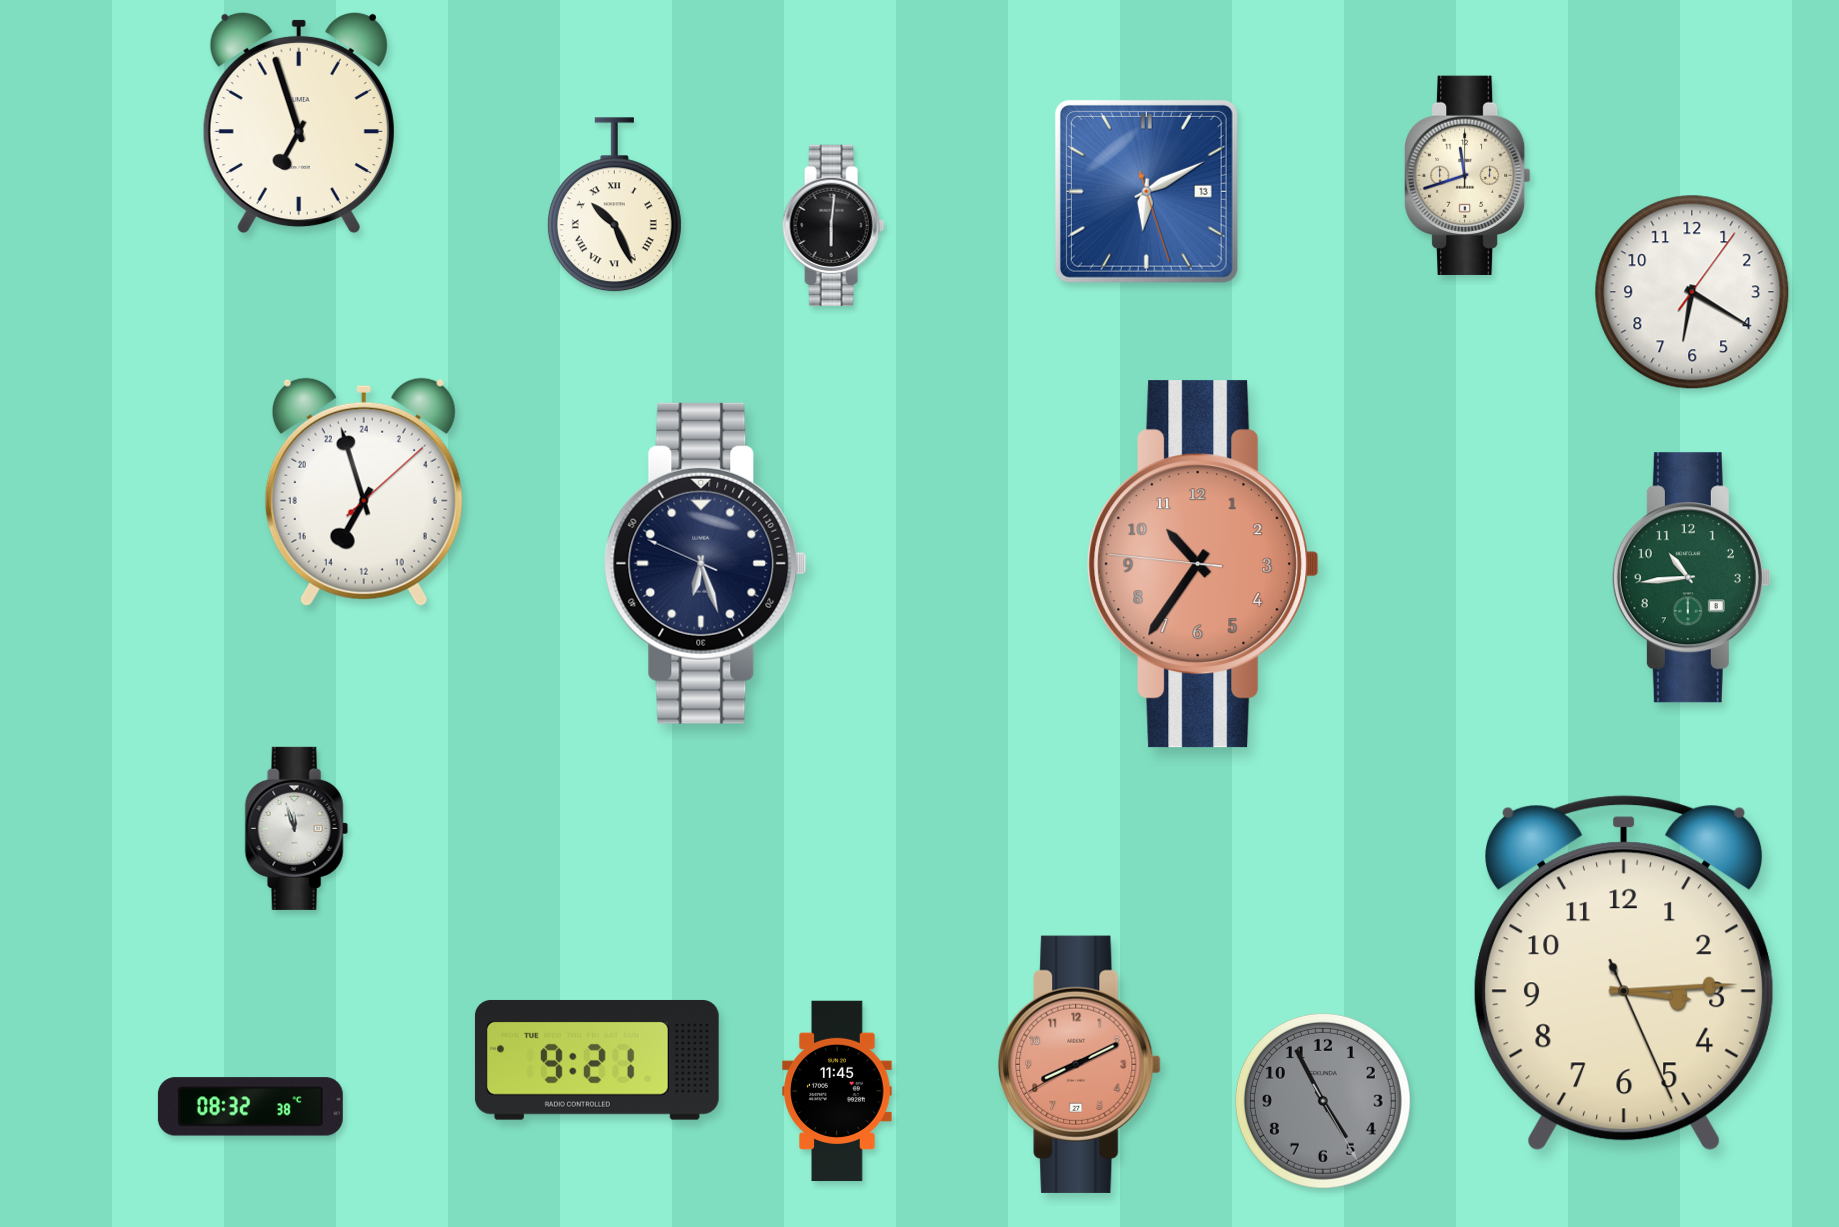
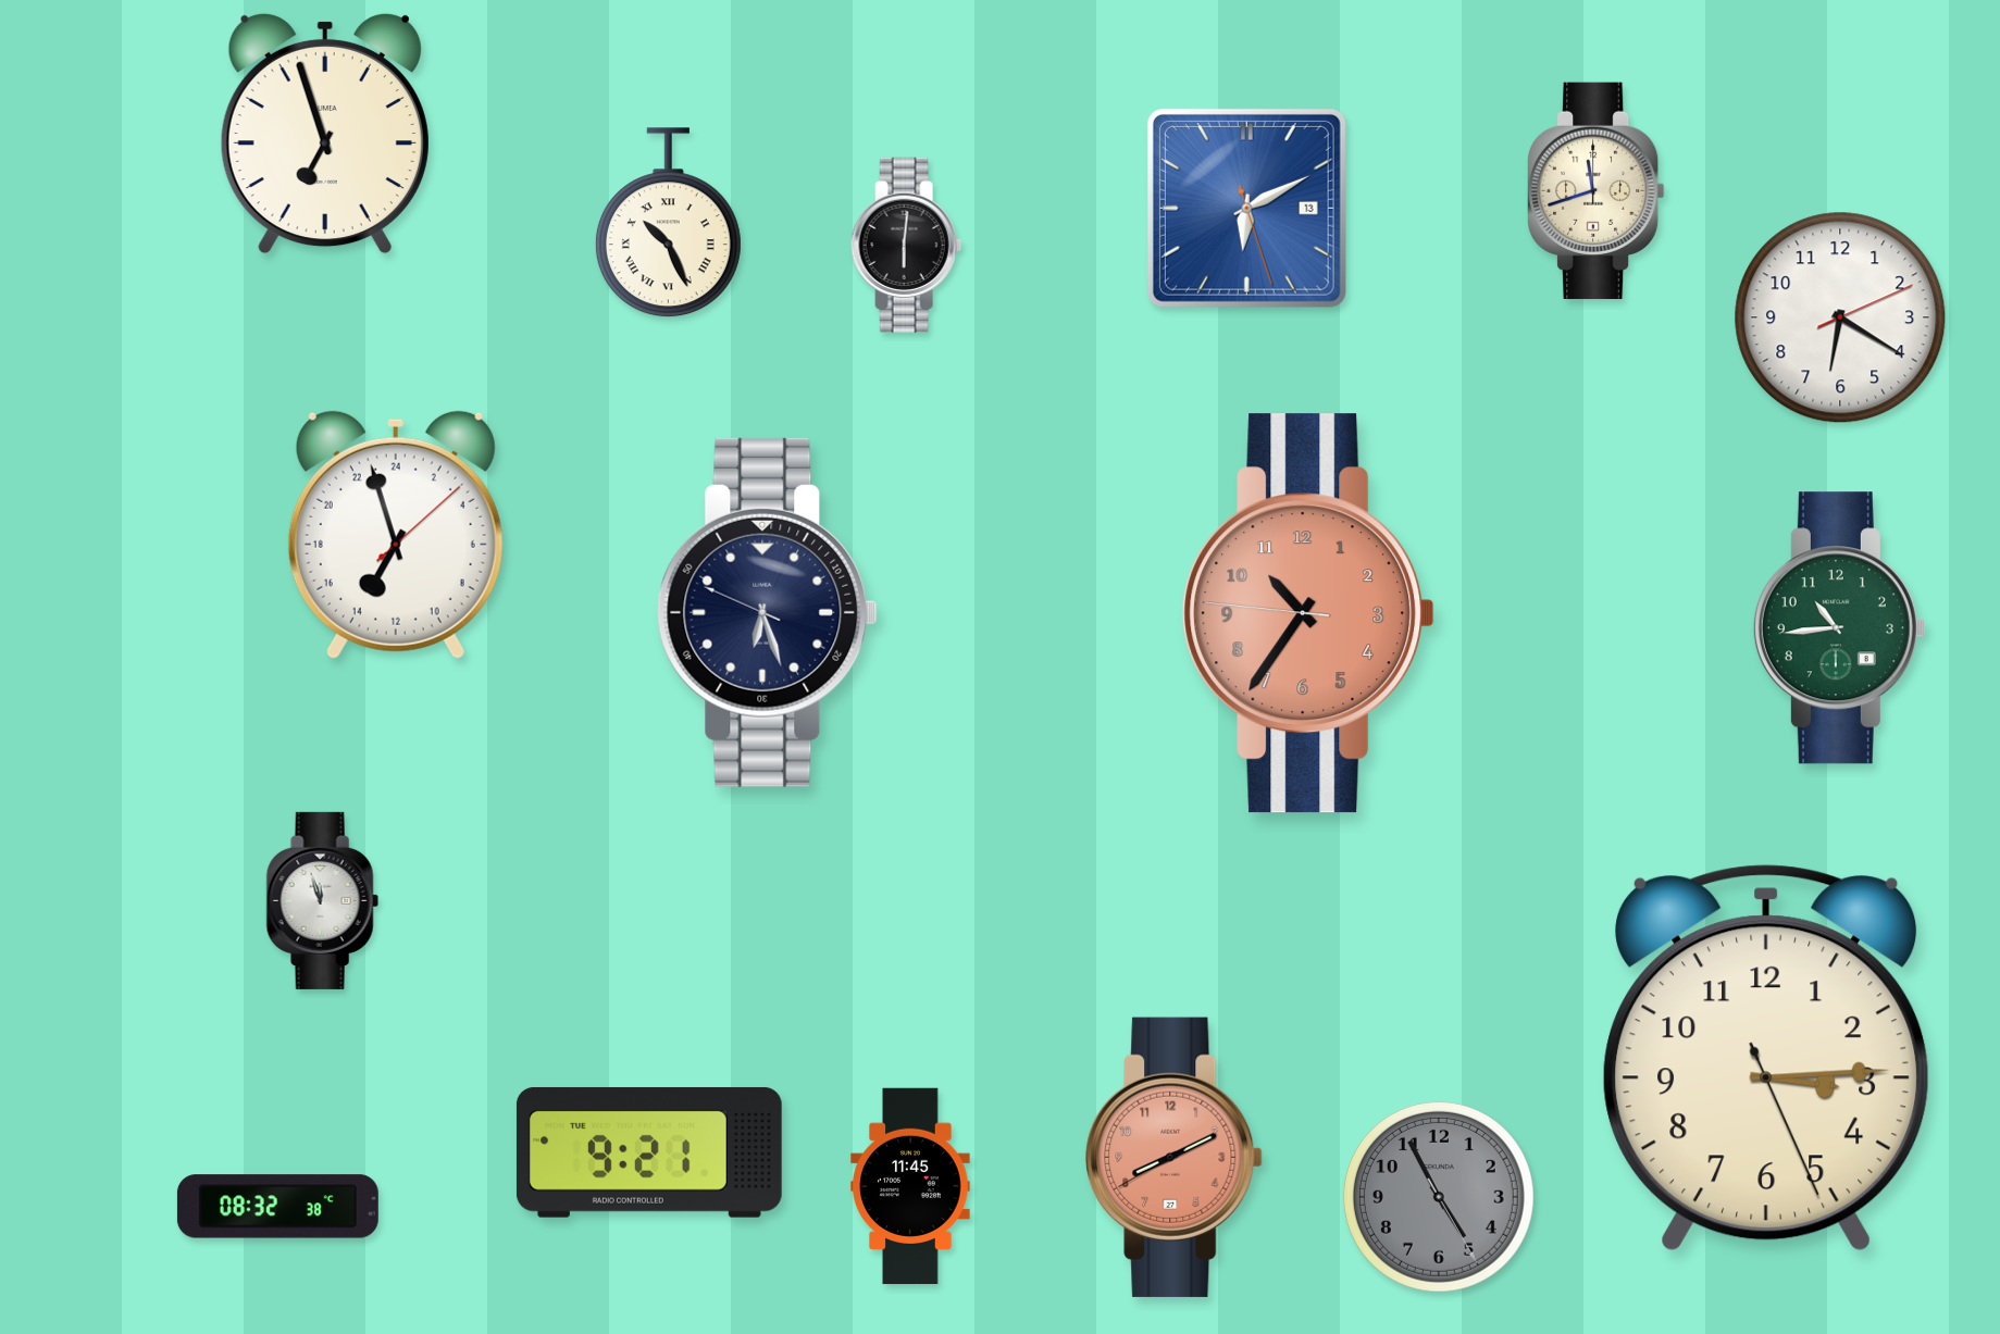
clock at (1692, 292): 6:20:06 -> 6:20:11
clock at (250, 1107) position: (250, 1107) -> (277, 1207)
